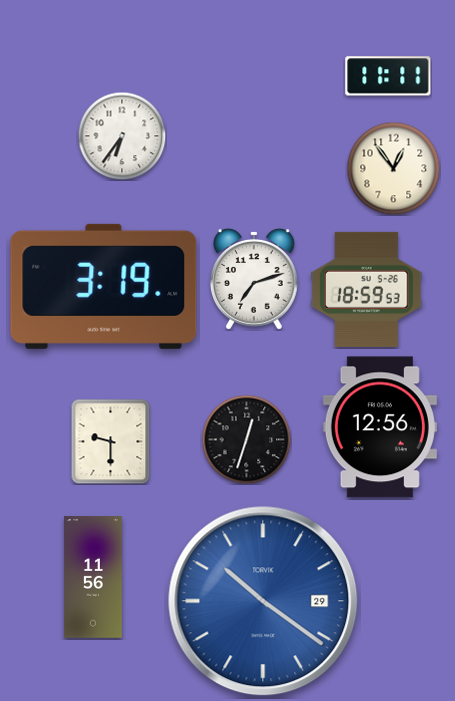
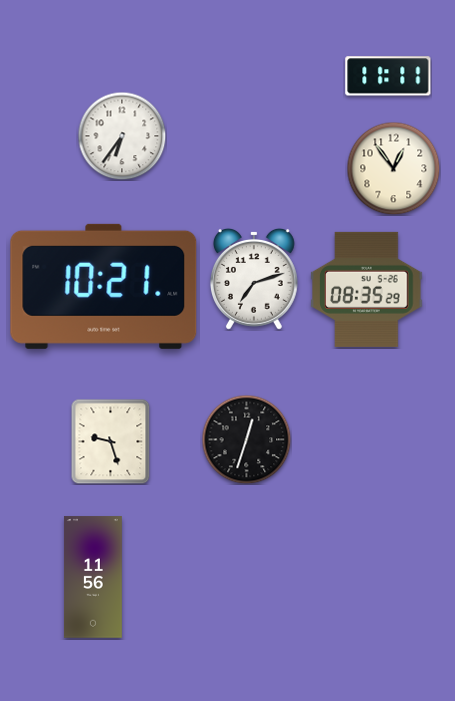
clock at (104, 286): 3:19 -> 10:21
clock at (367, 289): 18:59 -> 08:35
clock at (380, 427): 12:56 -> none
clock at (111, 441): 9:30 -> 9:27
clock at (263, 601): 10:21 -> none
